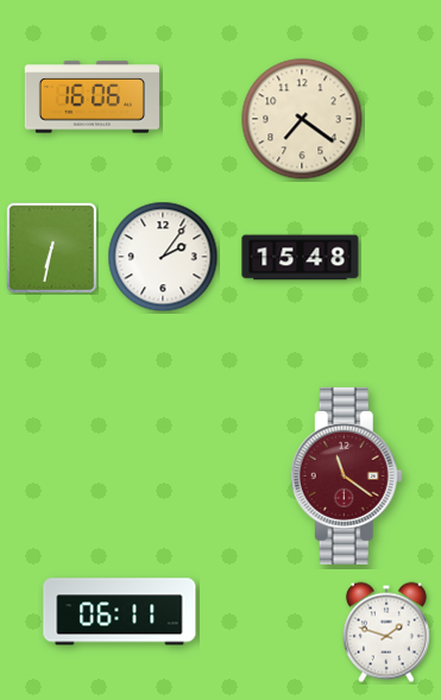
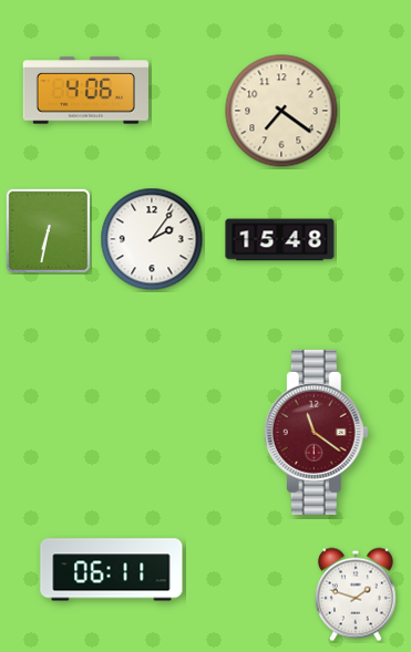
clock at (92, 97): 16:06 -> 4:06
clock at (346, 475) position: (346, 475) -> (316, 432)
clock at (386, 632) position: (386, 632) -> (356, 594)
